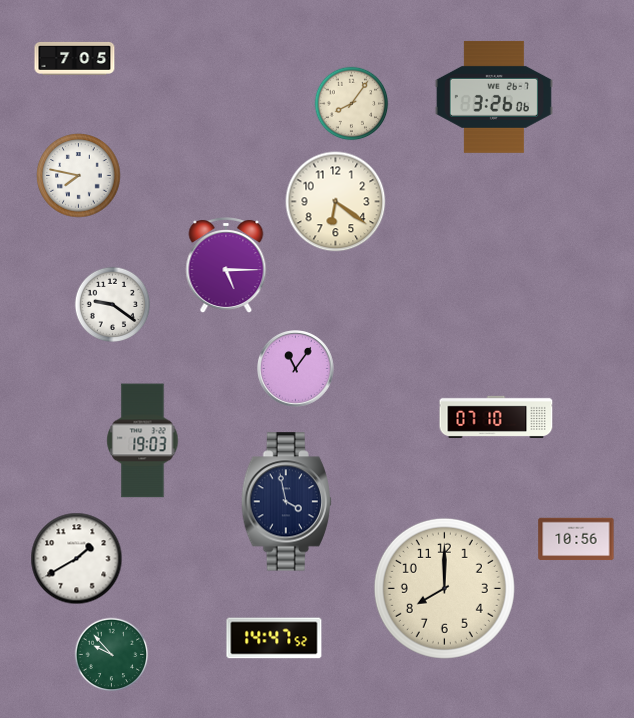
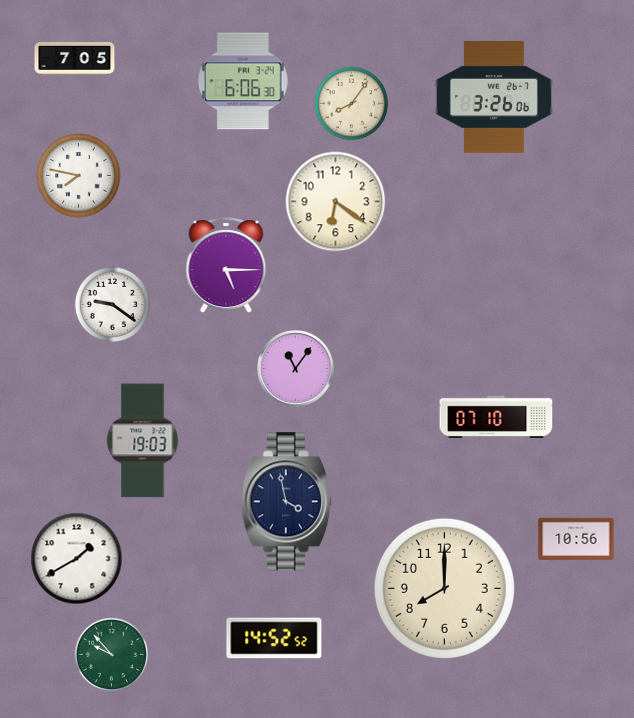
clock at (243, 81): none -> 6:06
clock at (274, 638): 14:47 -> 14:52
